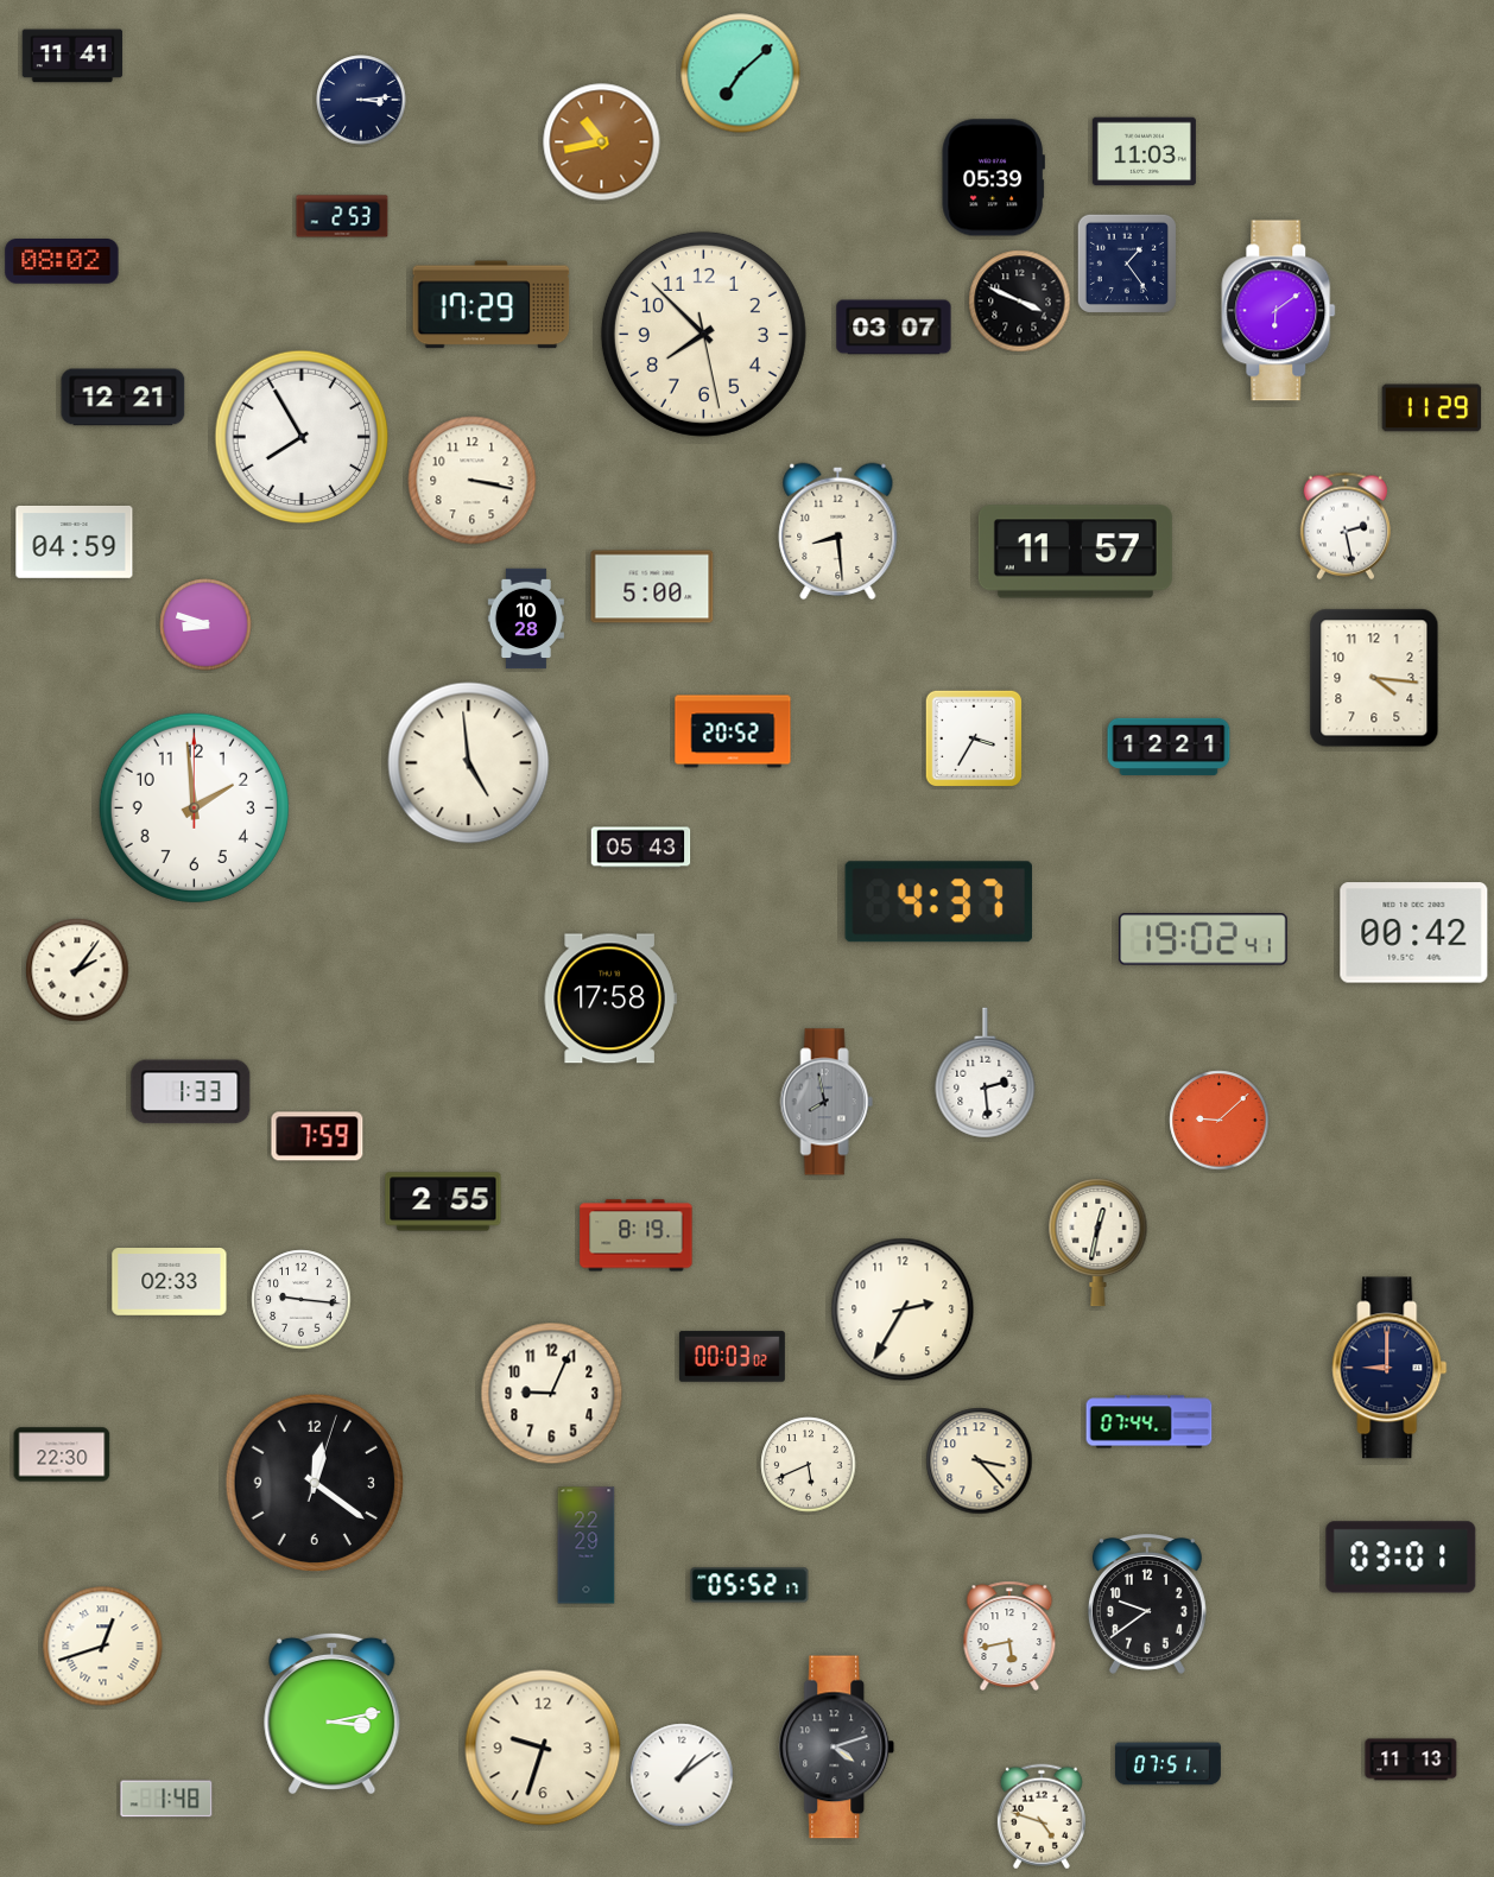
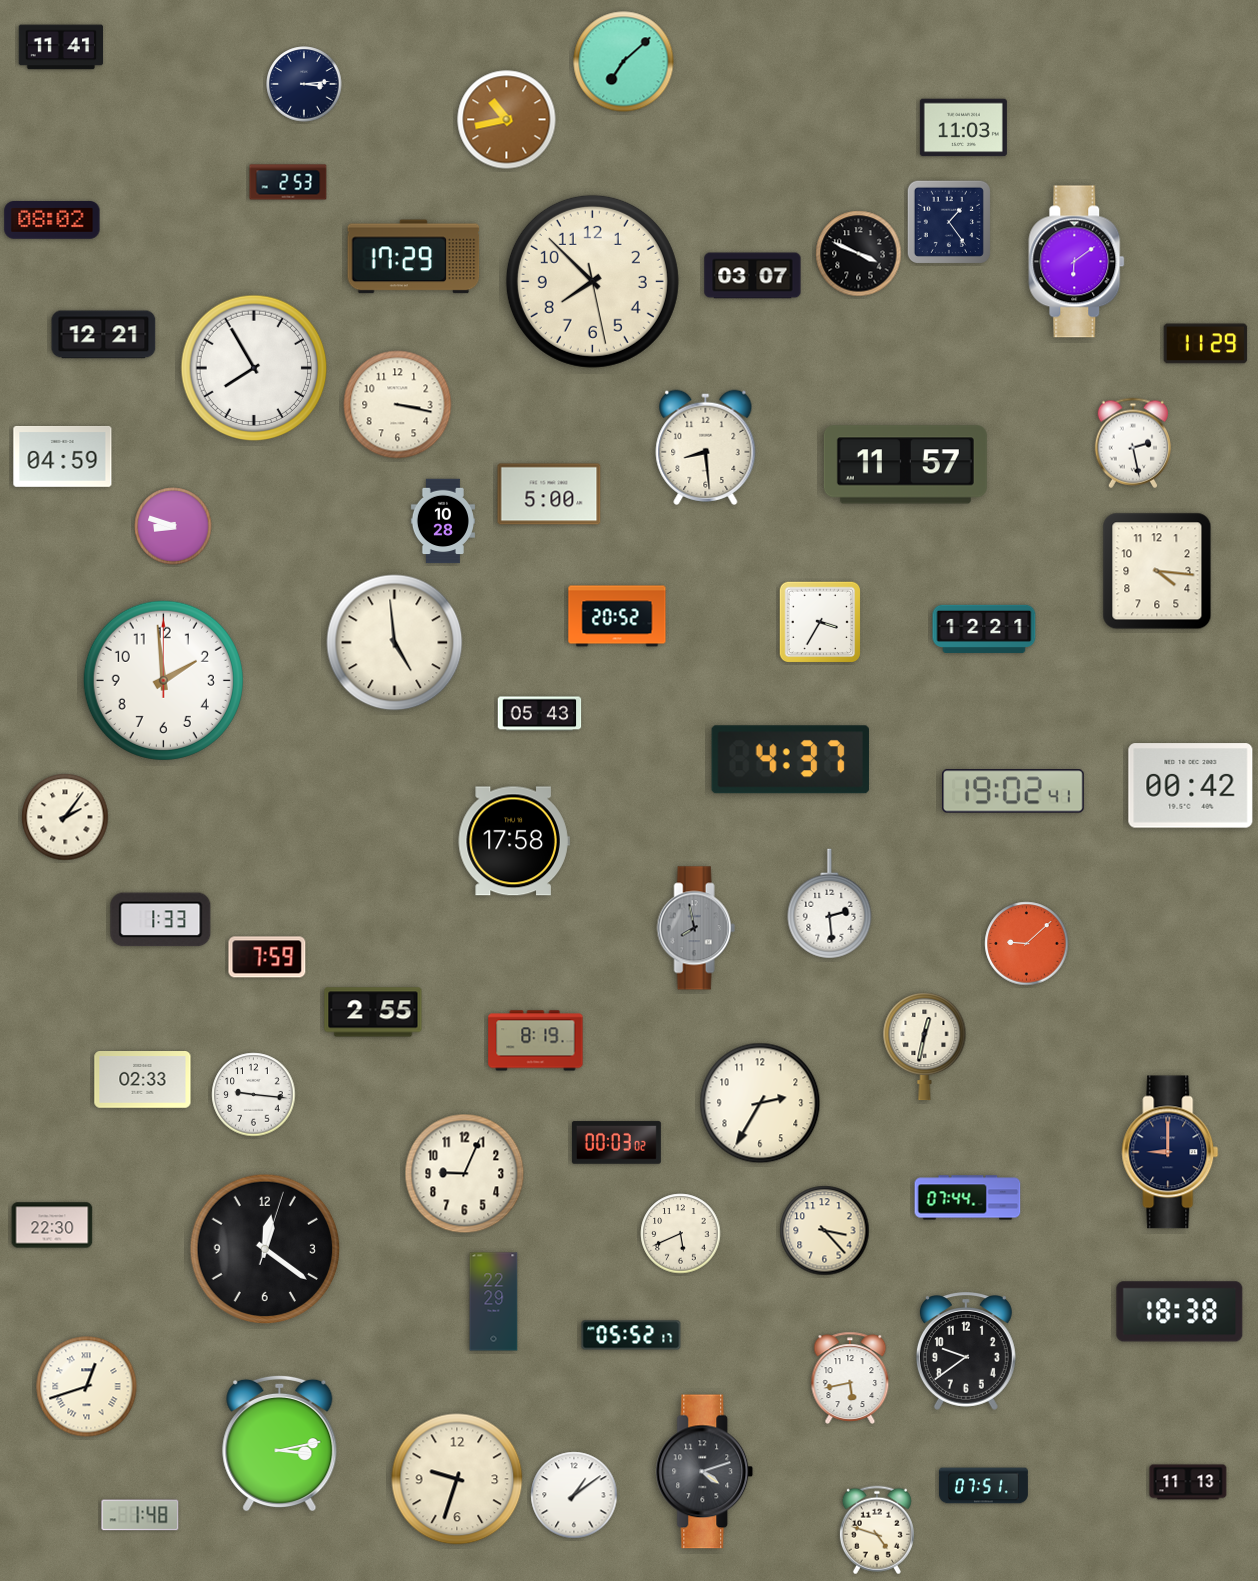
clock at (993, 178): 05:39 -> none
clock at (1401, 1558): 03:01 -> 18:38
clock at (543, 1748) position: (543, 1748) -> (457, 1479)
